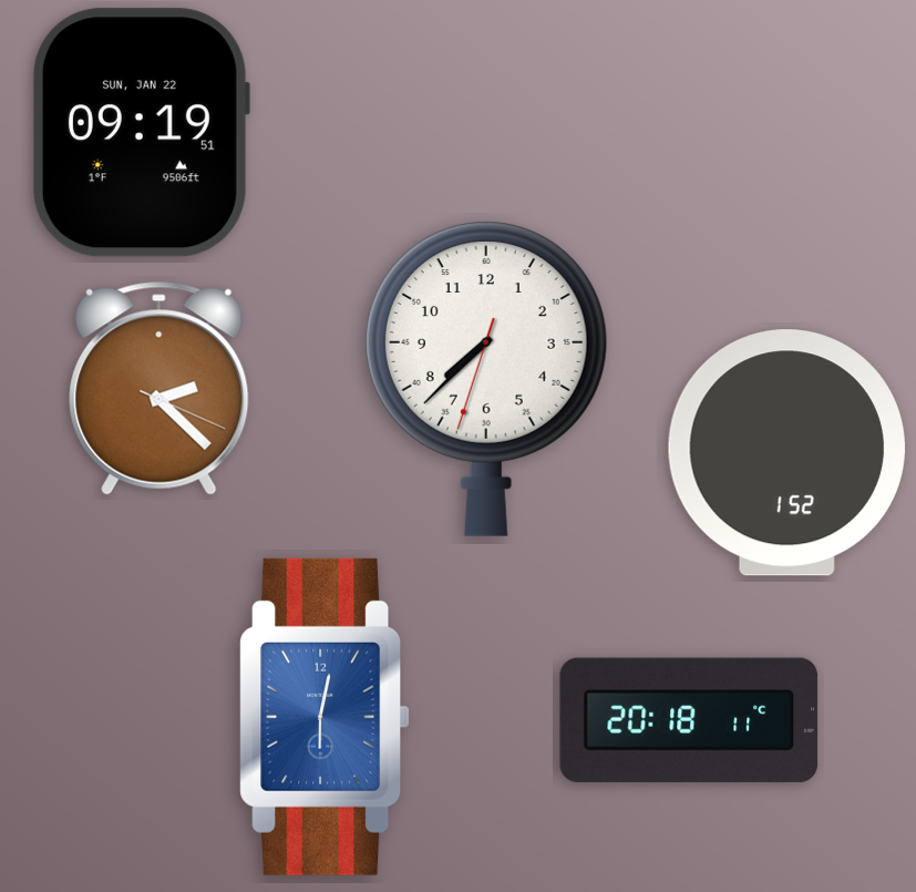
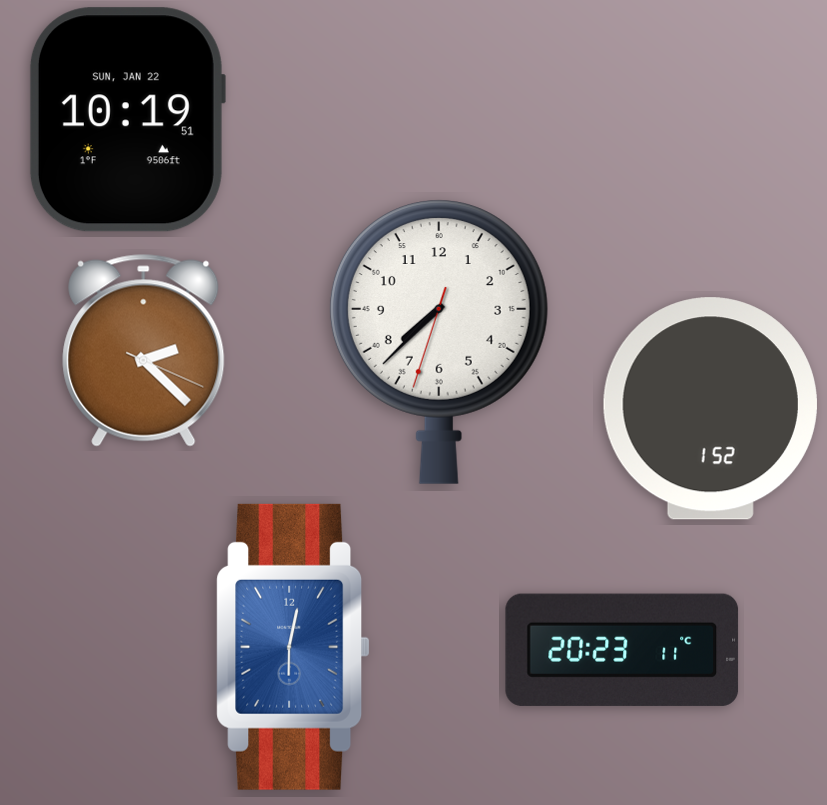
clock at (141, 133): 09:19 -> 10:19
clock at (689, 720): 20:18 -> 20:23
